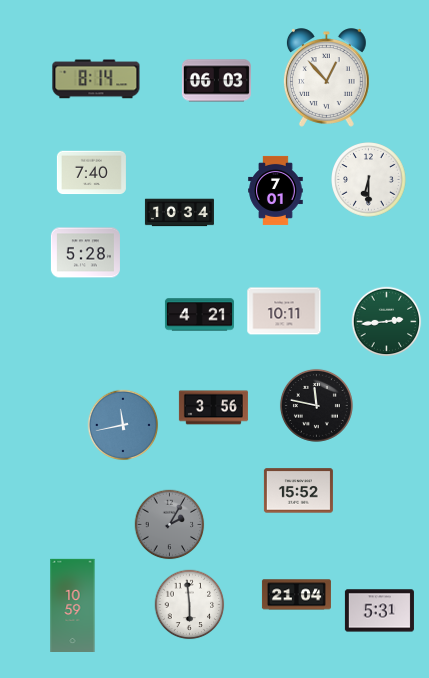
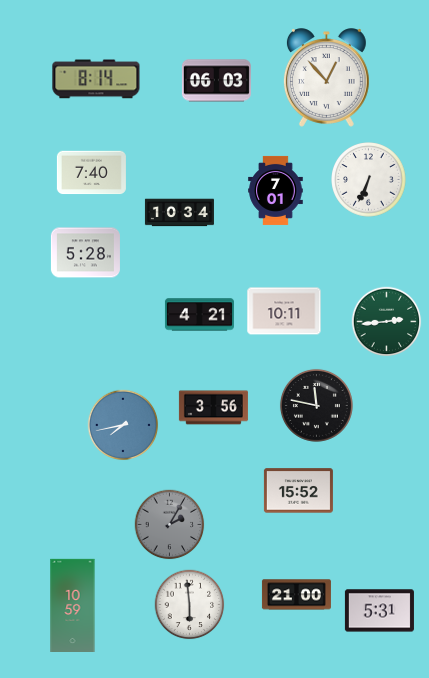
clock at (369, 180): 6:30 -> 6:34
clock at (123, 425): 11:43 -> 7:43
clock at (296, 595): 21:04 -> 21:00
